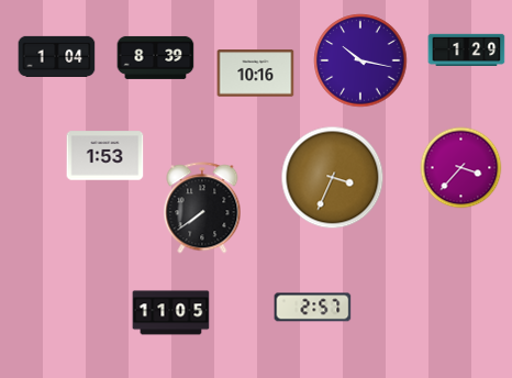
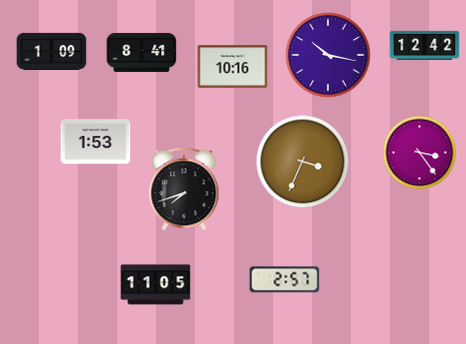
clock at (467, 51): 1:29 -> 12:42
clock at (57, 56): 1:04 -> 1:09
clock at (156, 57): 8:39 -> 8:41
clock at (461, 168): 3:37 -> 3:24
clock at (202, 208): 7:39 -> 7:42
